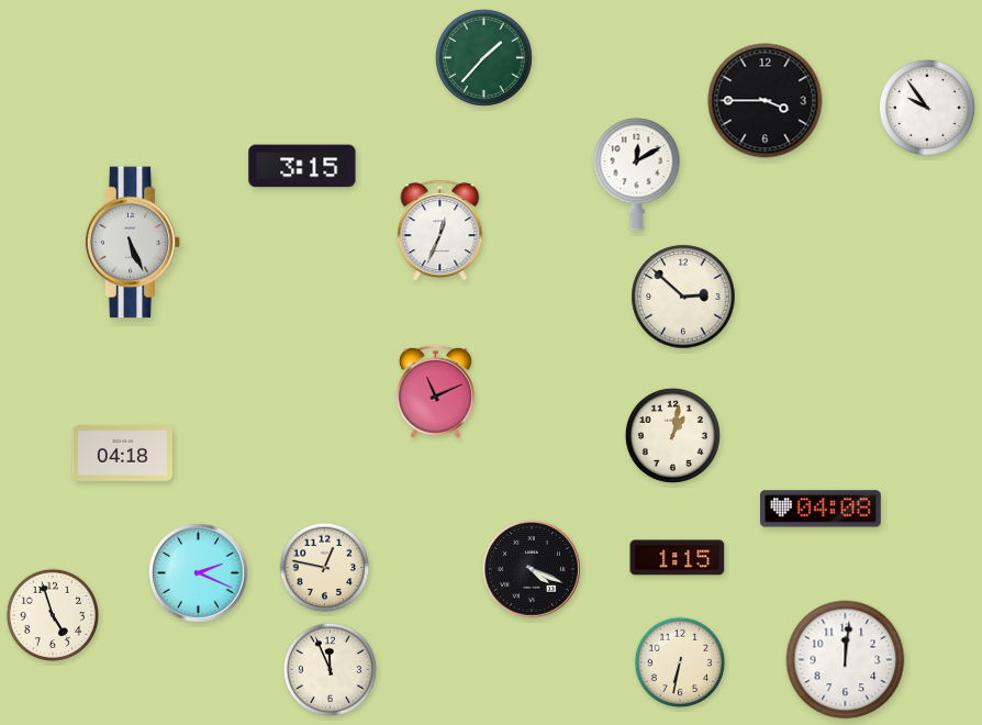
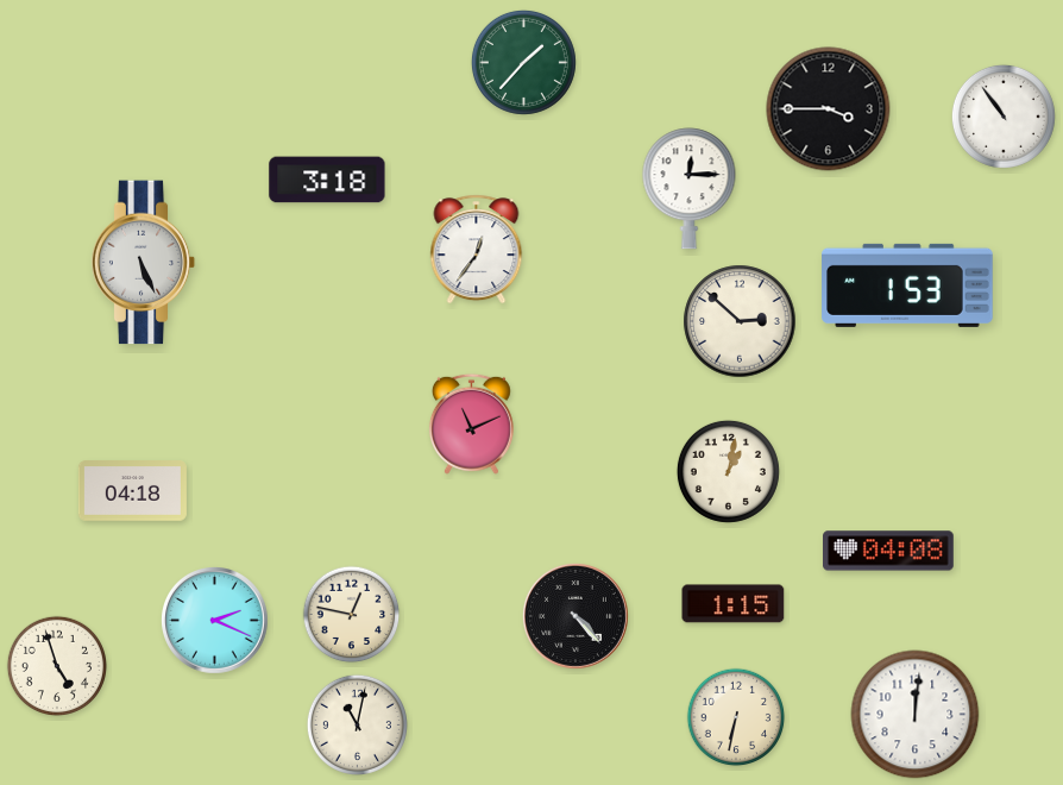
clock at (927, 108): 9:54 -> 10:54
clock at (302, 166): 3:15 -> 3:18
clock at (637, 175): 12:10 -> 12:15
clock at (440, 231): 12:34 -> 12:36
clock at (907, 285): none -> 1:53
clock at (532, 569): 4:19 -> 4:23
clock at (330, 669): 11:56 -> 11:02
